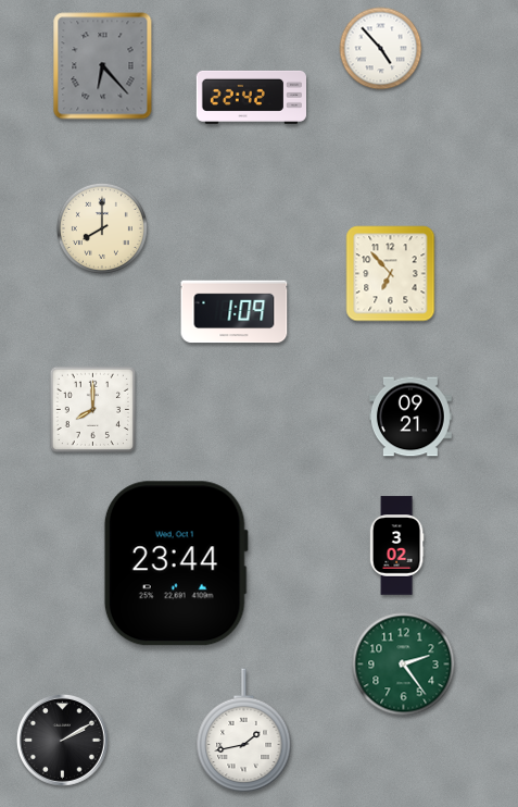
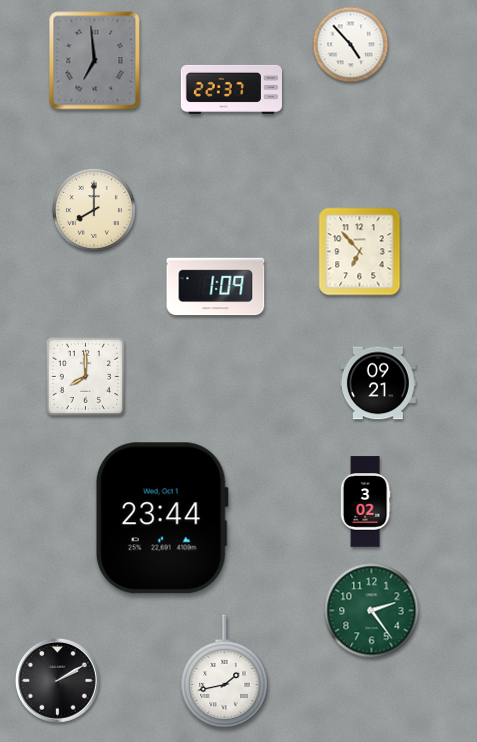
clock at (103, 66): 6:23 -> 6:59
clock at (251, 97): 22:42 -> 22:37
